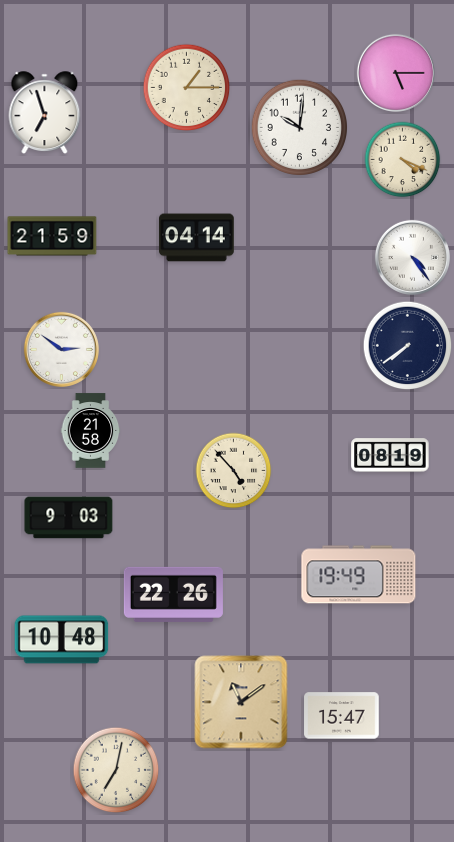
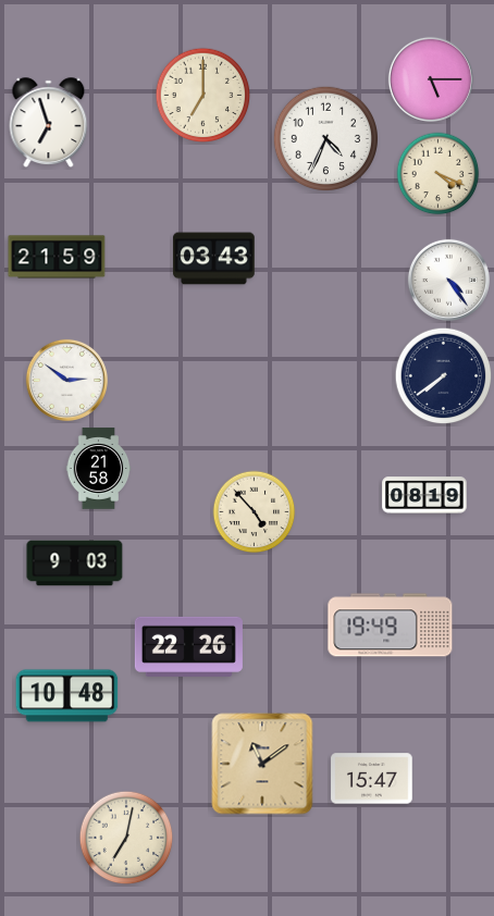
clock at (187, 88): 1:15 -> 7:00
clock at (299, 127): 10:01 -> 4:34
clock at (197, 238): 04:14 -> 03:43
